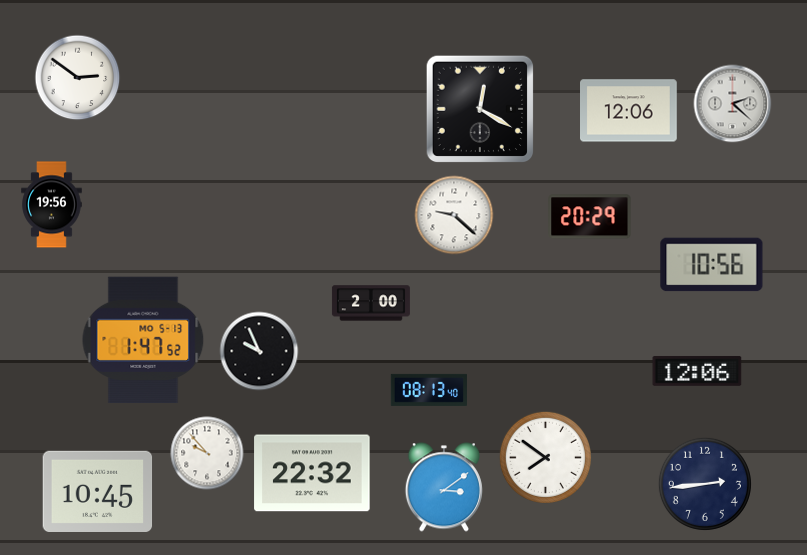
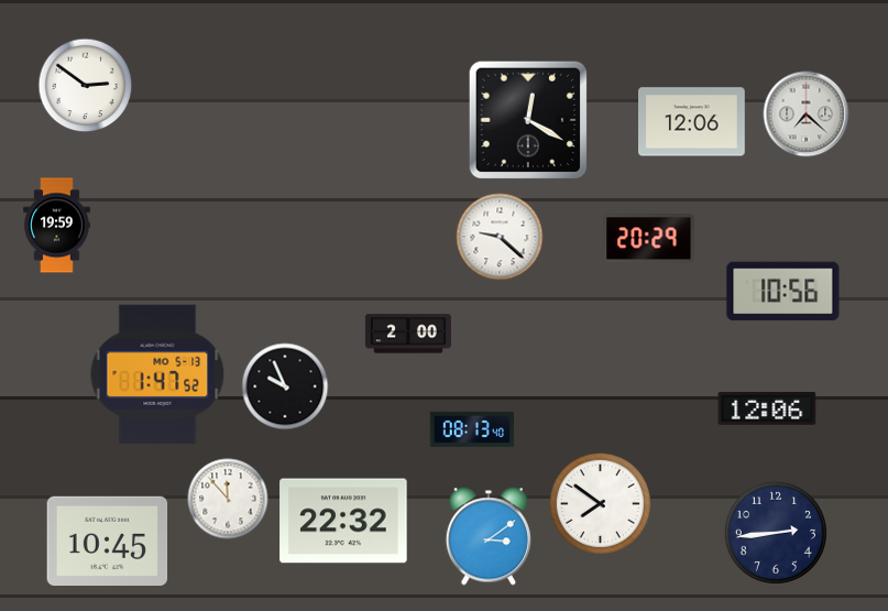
clock at (733, 104): 2:22 -> 7:22
clock at (52, 205): 19:56 -> 19:59
clock at (207, 453): 9:53 -> 11:53
